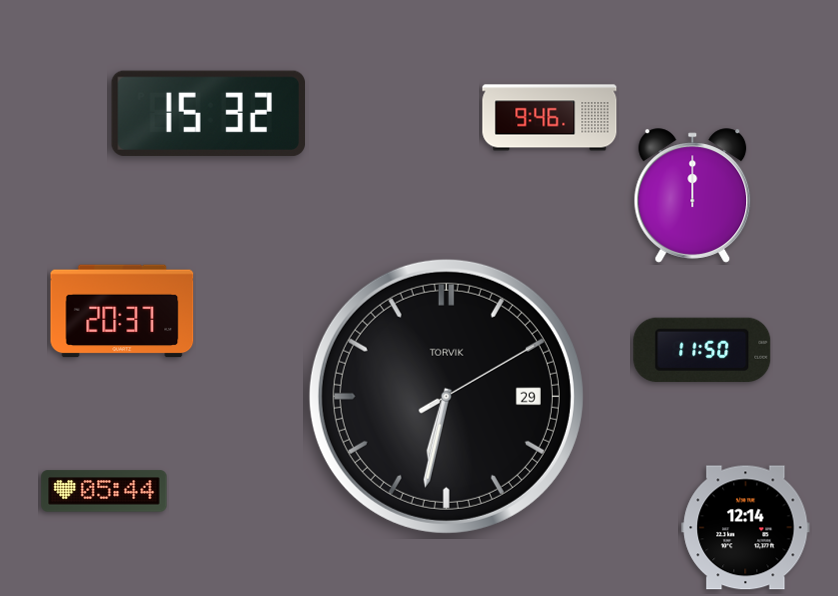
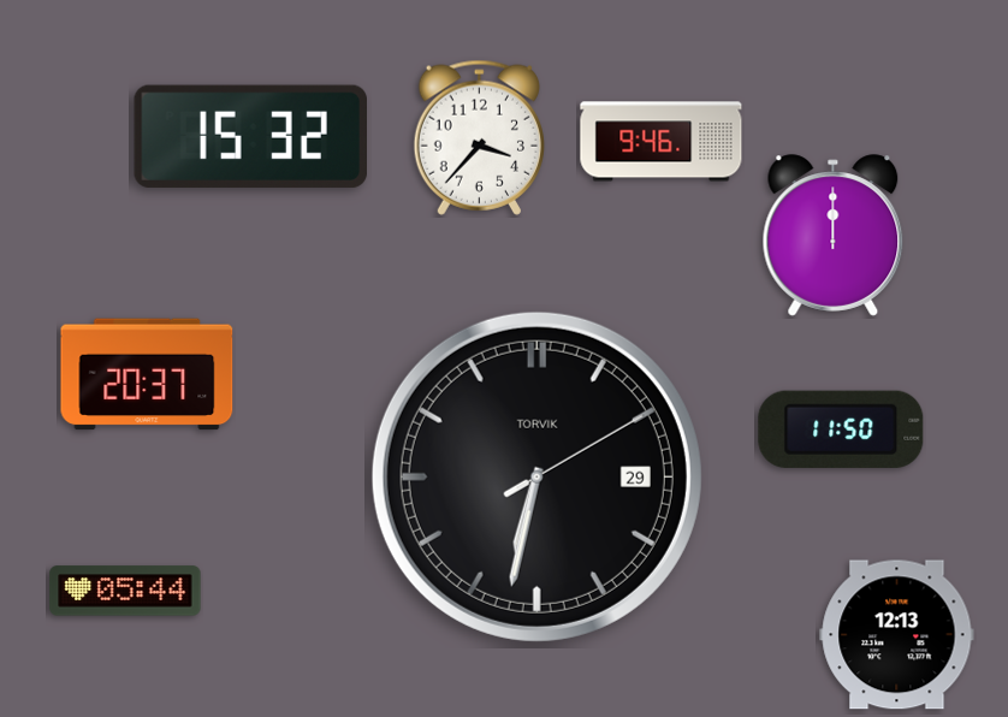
clock at (479, 137): none -> 3:37
clock at (702, 350) position: (702, 350) -> (841, 429)
clock at (746, 528): 12:14 -> 12:13
